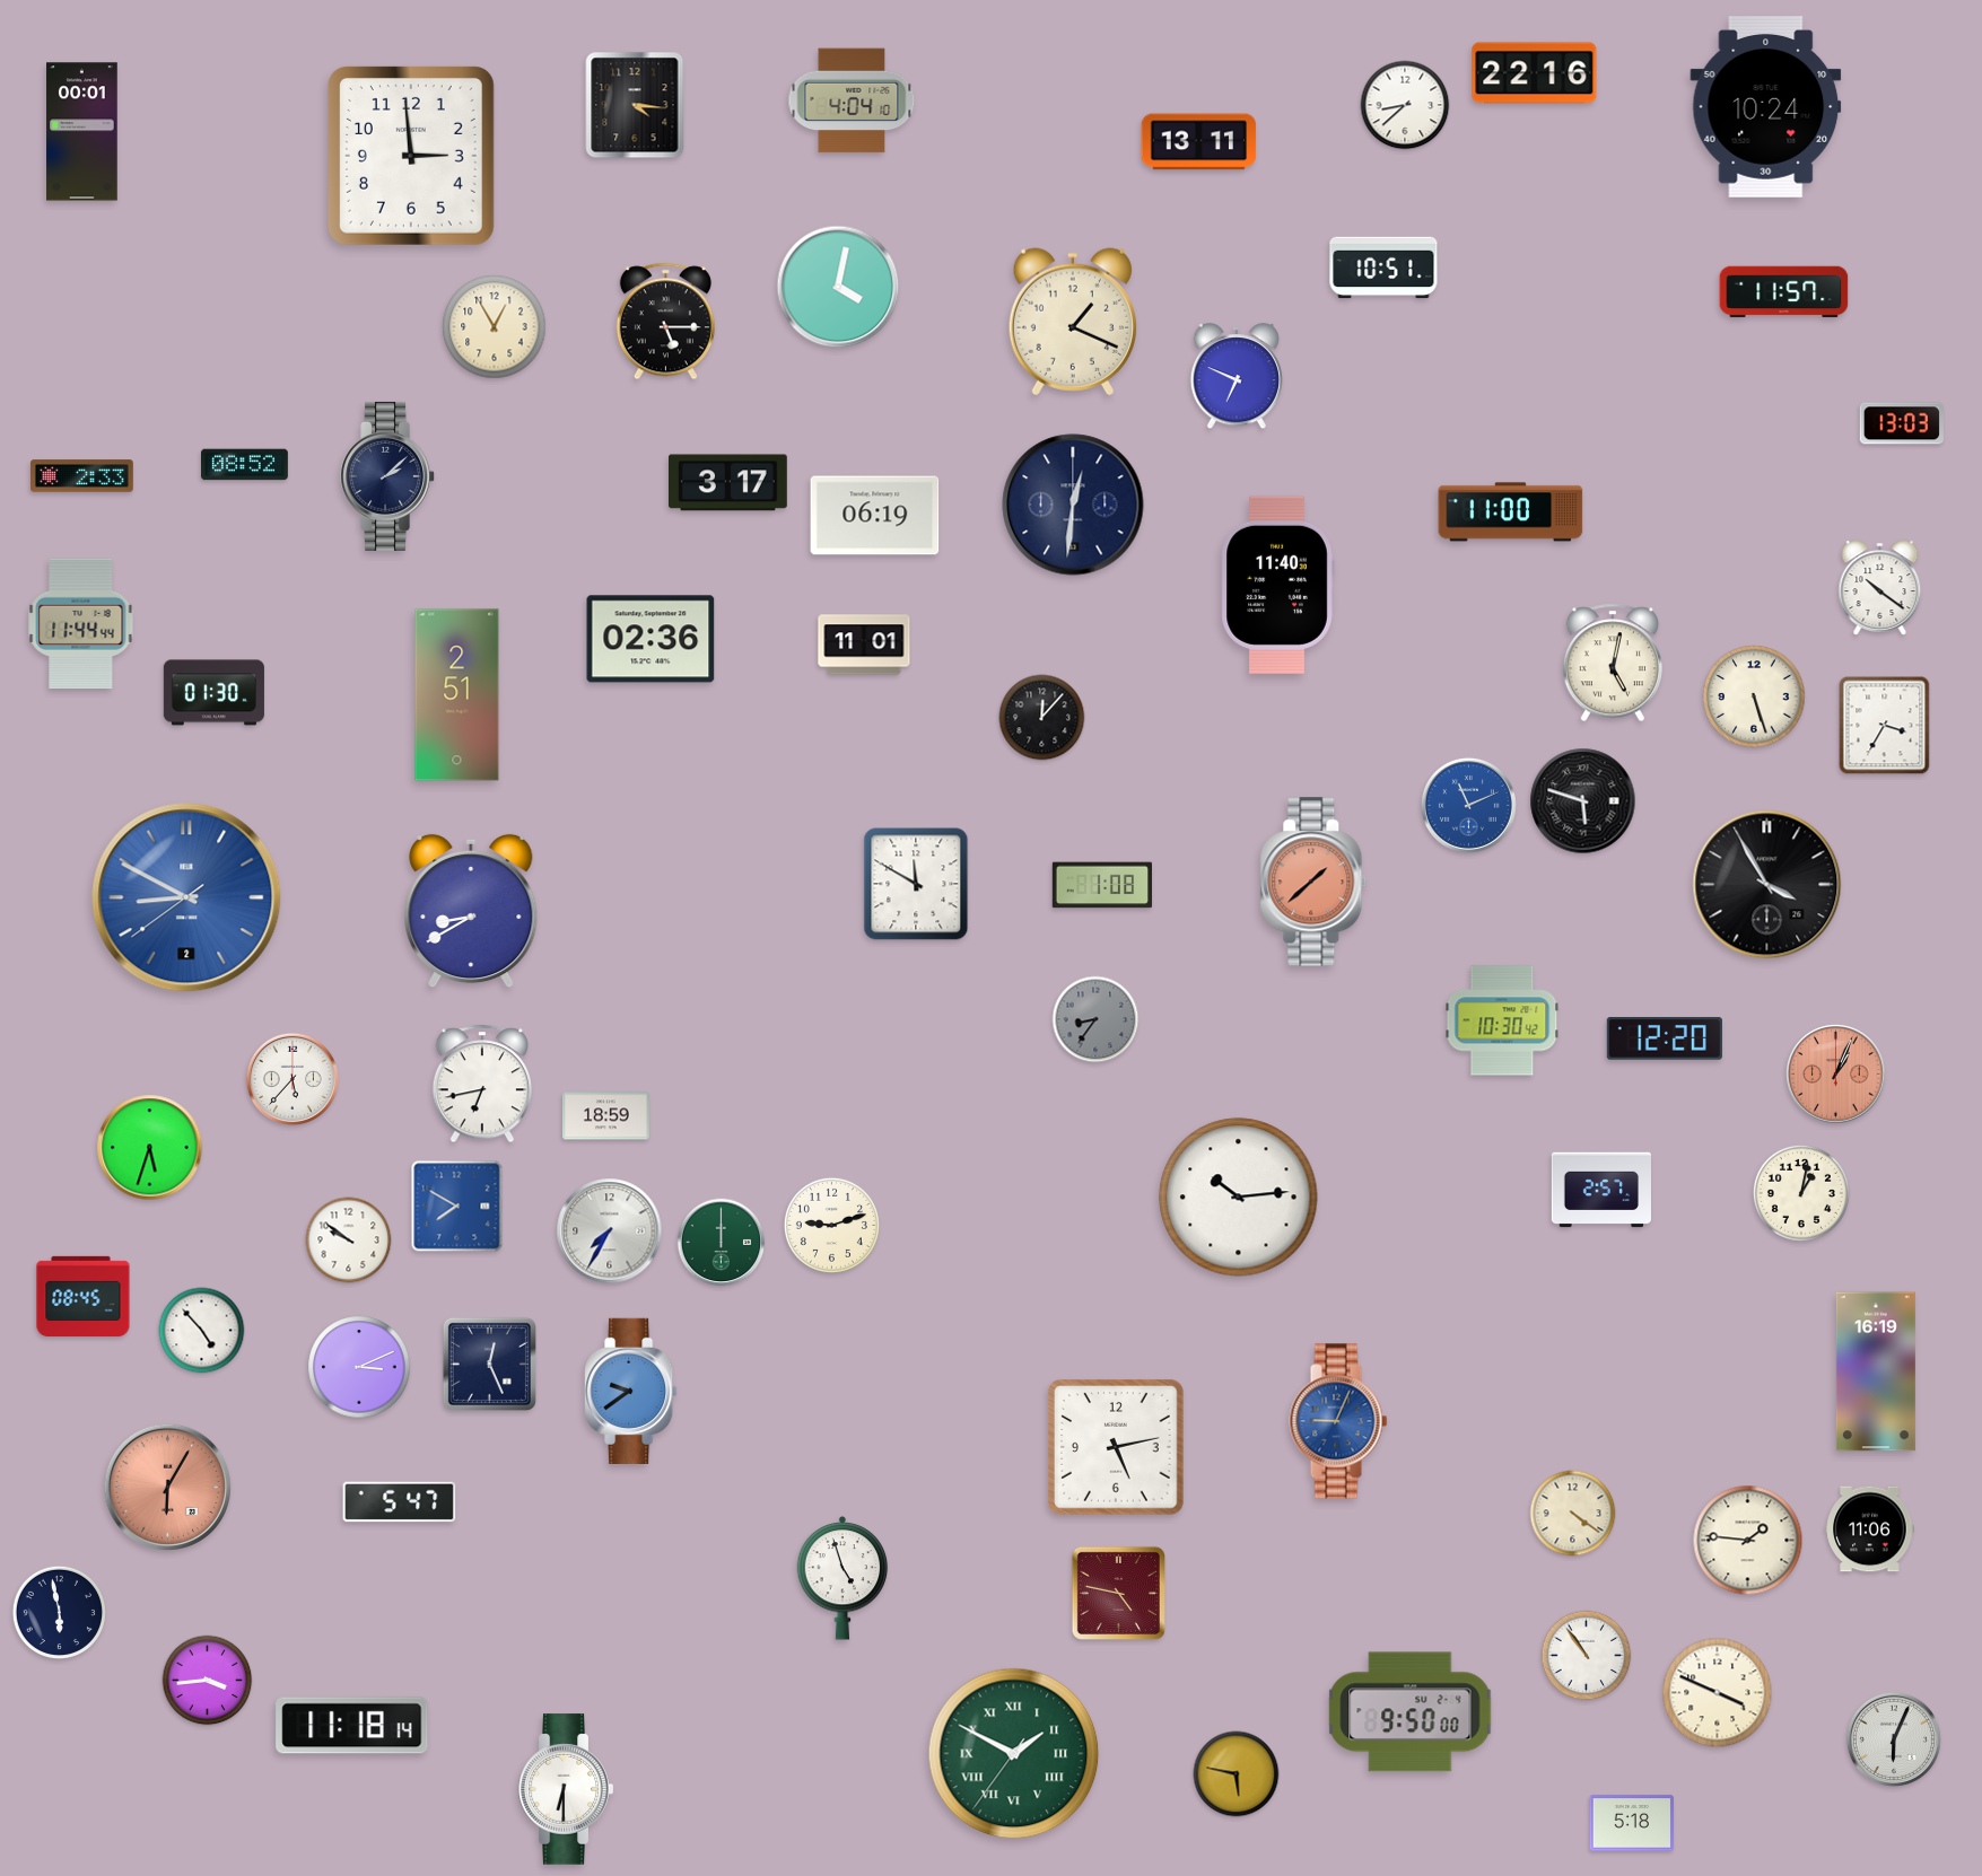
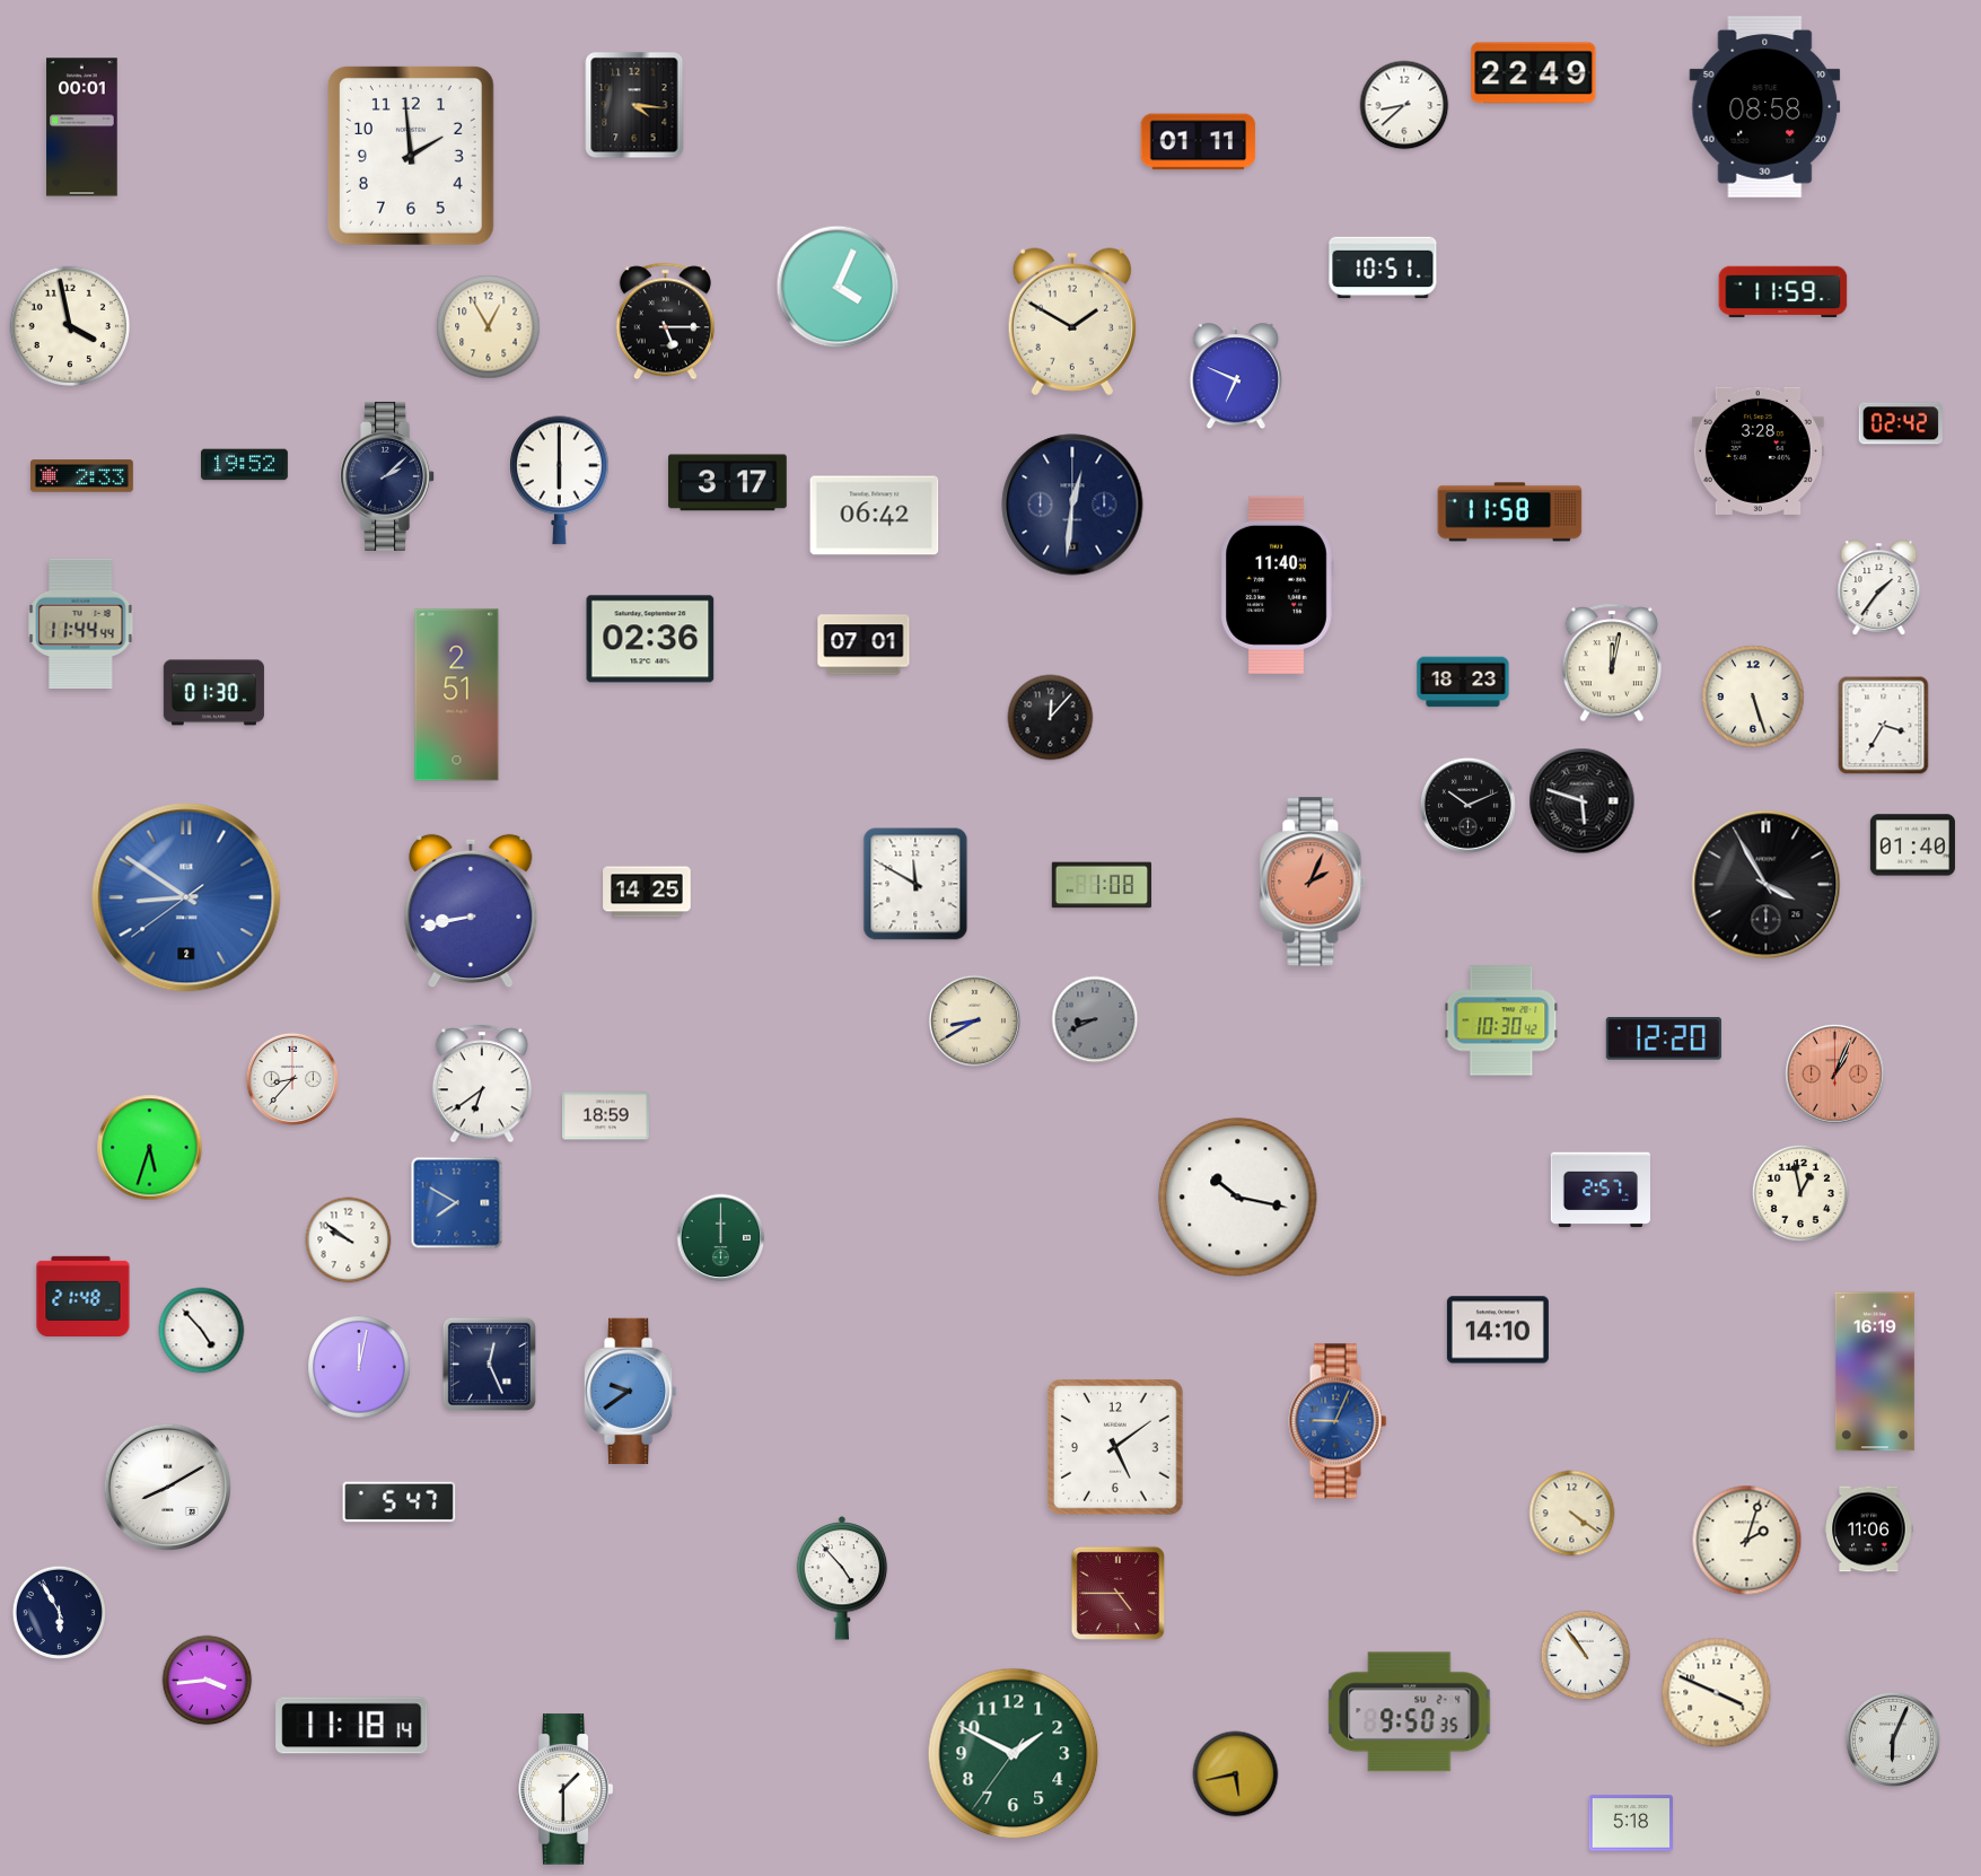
clock at (1535, 73): 22:16 -> 22:49
clock at (852, 100): 4:04 -> none
clock at (1766, 107): 10:24 -> 08:58
clock at (82, 132) position: (82, 132) -> (82, 128)
clock at (1199, 142): 13:11 -> 01:11
clock at (411, 156): 2:59 -> 1:59
clock at (838, 287): 4:02 -> 4:04
clock at (1784, 292): 11:57 -> 11:59
clock at (1073, 322): 1:19 -> 1:50
clock at (69, 325): none -> 3:58
clock at (495, 327) position: (495, 327) -> (489, 327)
clock at (1902, 423): 13:03 -> 02:42
clock at (1758, 450): none -> 3:28
clock at (245, 465): 08:52 -> 19:52
clock at (560, 481): none -> 6:00
clock at (1511, 512): 11:00 -> 11:58
clock at (875, 516): 06:19 -> 06:42
clock at (1880, 588): 10:21 -> 1:36
clock at (864, 645): 11:01 -> 07:01
clock at (1612, 663): 5:02 -> 12:02
clock at (1463, 682): none -> 18:23
clock at (1042, 718) position: (1042, 718) -> (1051, 718)
clock at (1468, 805): 11:11 -> 10:11
clock at (1468, 805) dial: blue -> black
clock at (1912, 845): none -> 01:40
clock at (1313, 882): 1:38 -> 2:04
clock at (647, 892): none -> 14:25
clock at (186, 897): 8:49 -> 8:50
clock at (471, 911): 8:40 -> 8:43
clock at (1095, 1019): 8:36 -> 8:41
clock at (974, 1020): none -> 8:40
clock at (293, 1079): 5:37 -> 8:37
clock at (481, 1084): 6:43 -> 6:39
clock at (1801, 1193): 1:02 -> 12:58
clock at (1239, 1198): 10:14 -> 10:17
clock at (457, 1207) position: (457, 1207) -> (457, 1203)
clock at (831, 1225): 9:12 -> none
clock at (610, 1231): 7:35 -> none
clock at (722, 1243) position: (722, 1243) -> (721, 1238)
clock at (84, 1296): 08:45 -> 21:48
clock at (1498, 1330): none -> 14:10
clock at (359, 1367): 3:11 -> 12:02
clock at (1116, 1447): 5:13 -> 5:09
clock at (167, 1487): 6:05 -> 8:10
clock at (167, 1487) dial: salmon -> white
clock at (1748, 1541): 1:46 -> 2:03
clock at (842, 1578): 4:57 -> 4:53
clock at (1118, 1593): 4:47 -> 4:45
clock at (59, 1612): 5:58 -> 5:55
clock at (1411, 1712): 9:50:00 -> 9:50:35
clock at (1014, 1754) numerals: Roman -> Arabic
clock at (1237, 1774): 5:47 -> 5:43
clock at (566, 1789): 6:30 -> 1:30
